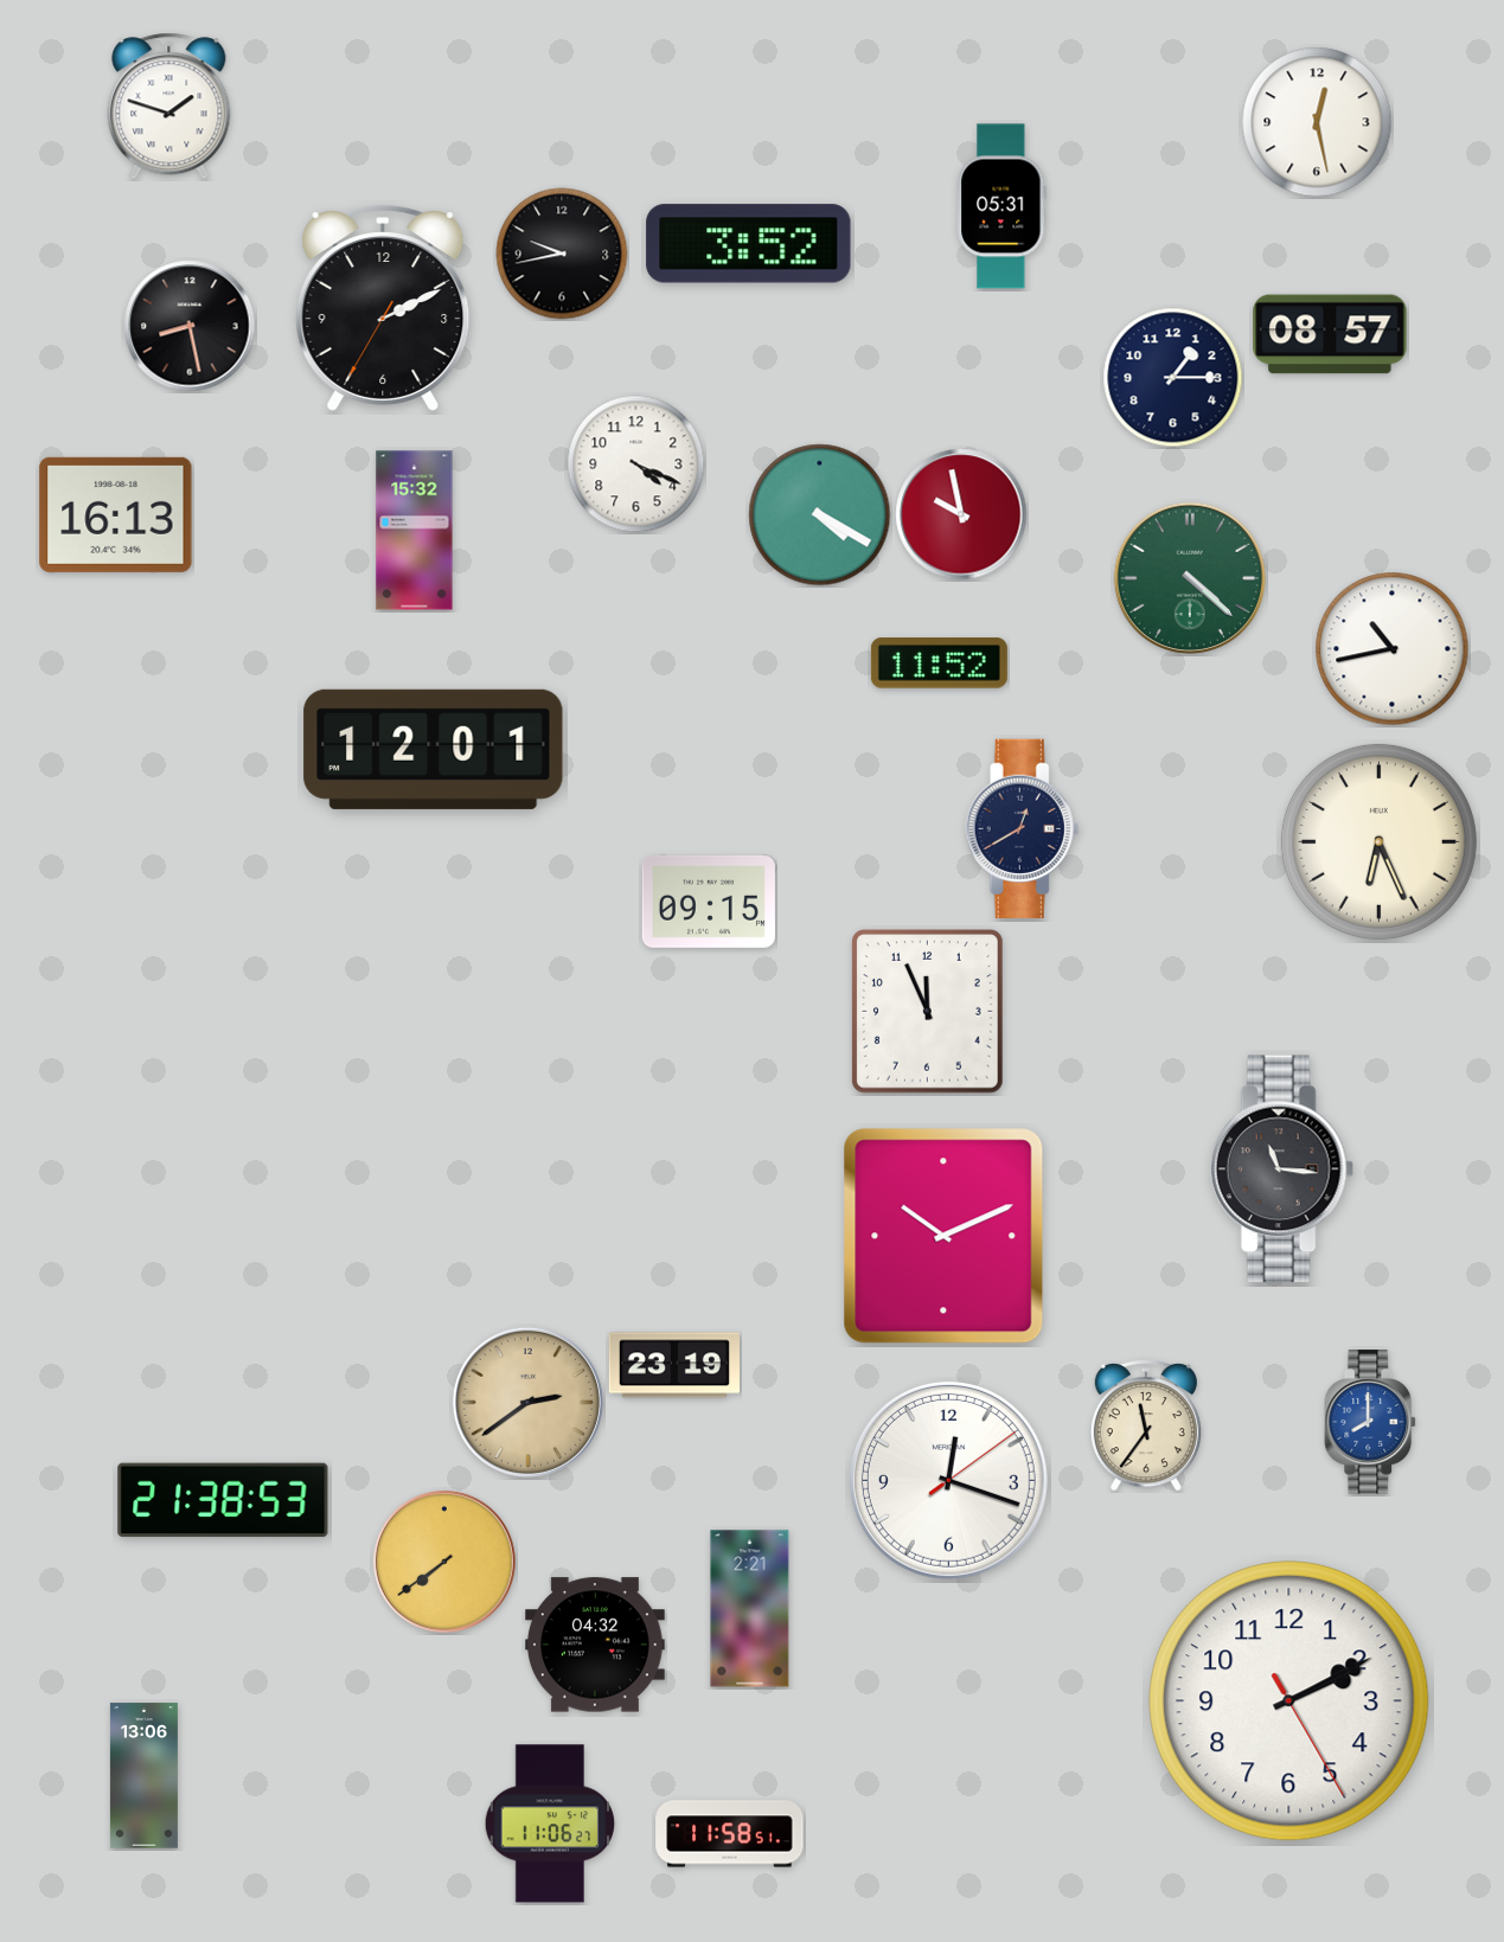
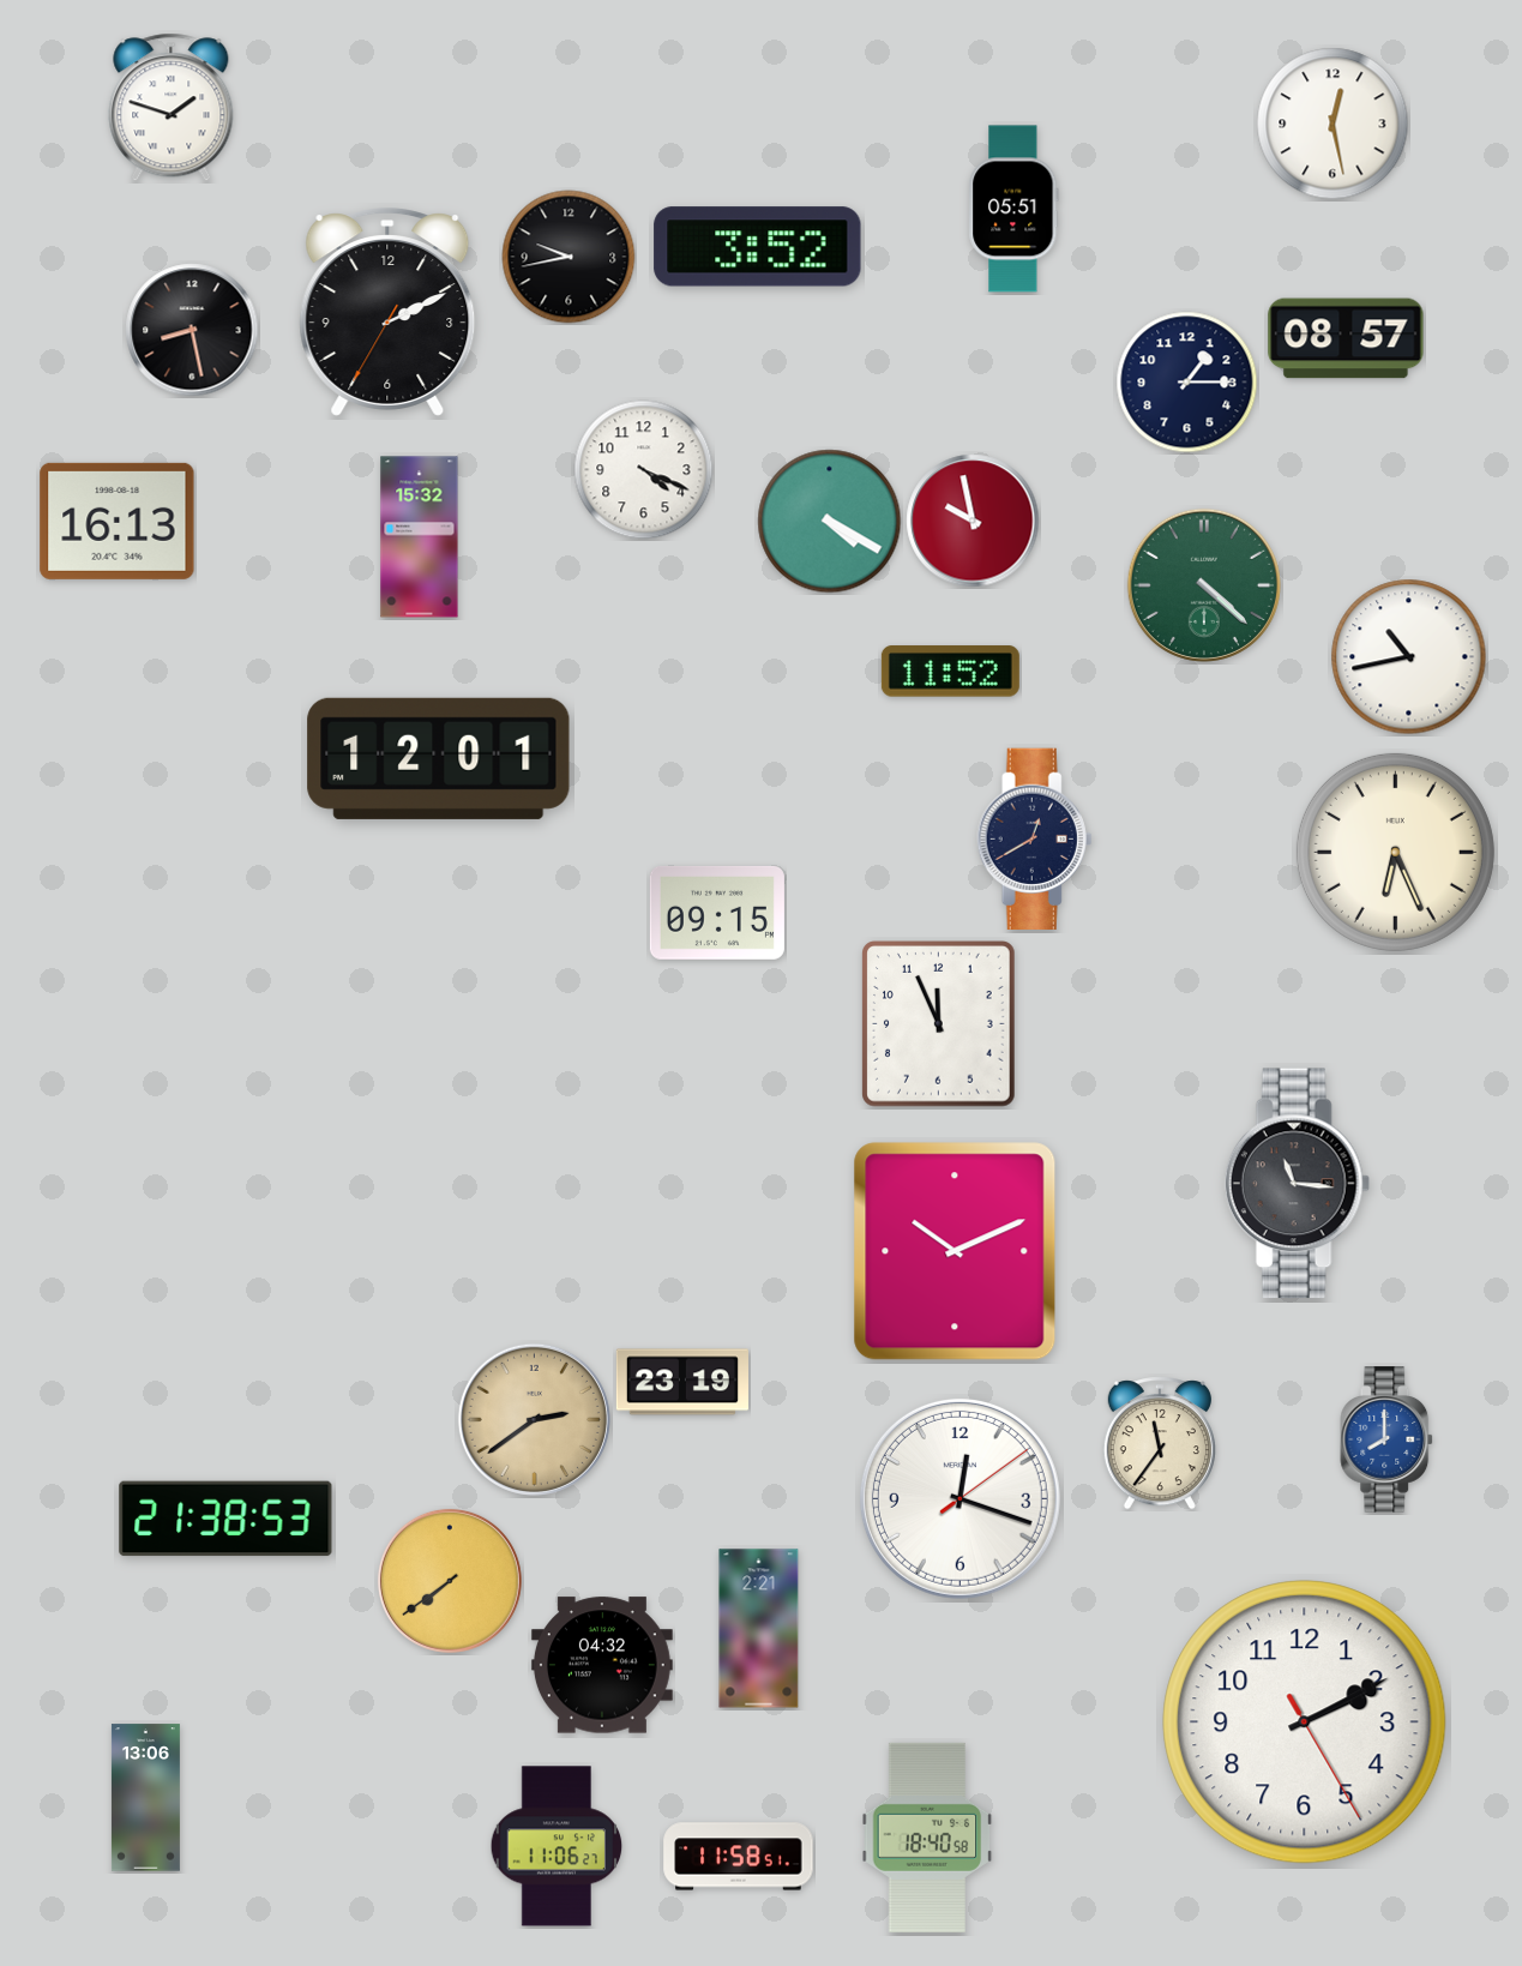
clock at (1001, 206): 05:31 -> 05:51
clock at (927, 1838): none -> 18:40
